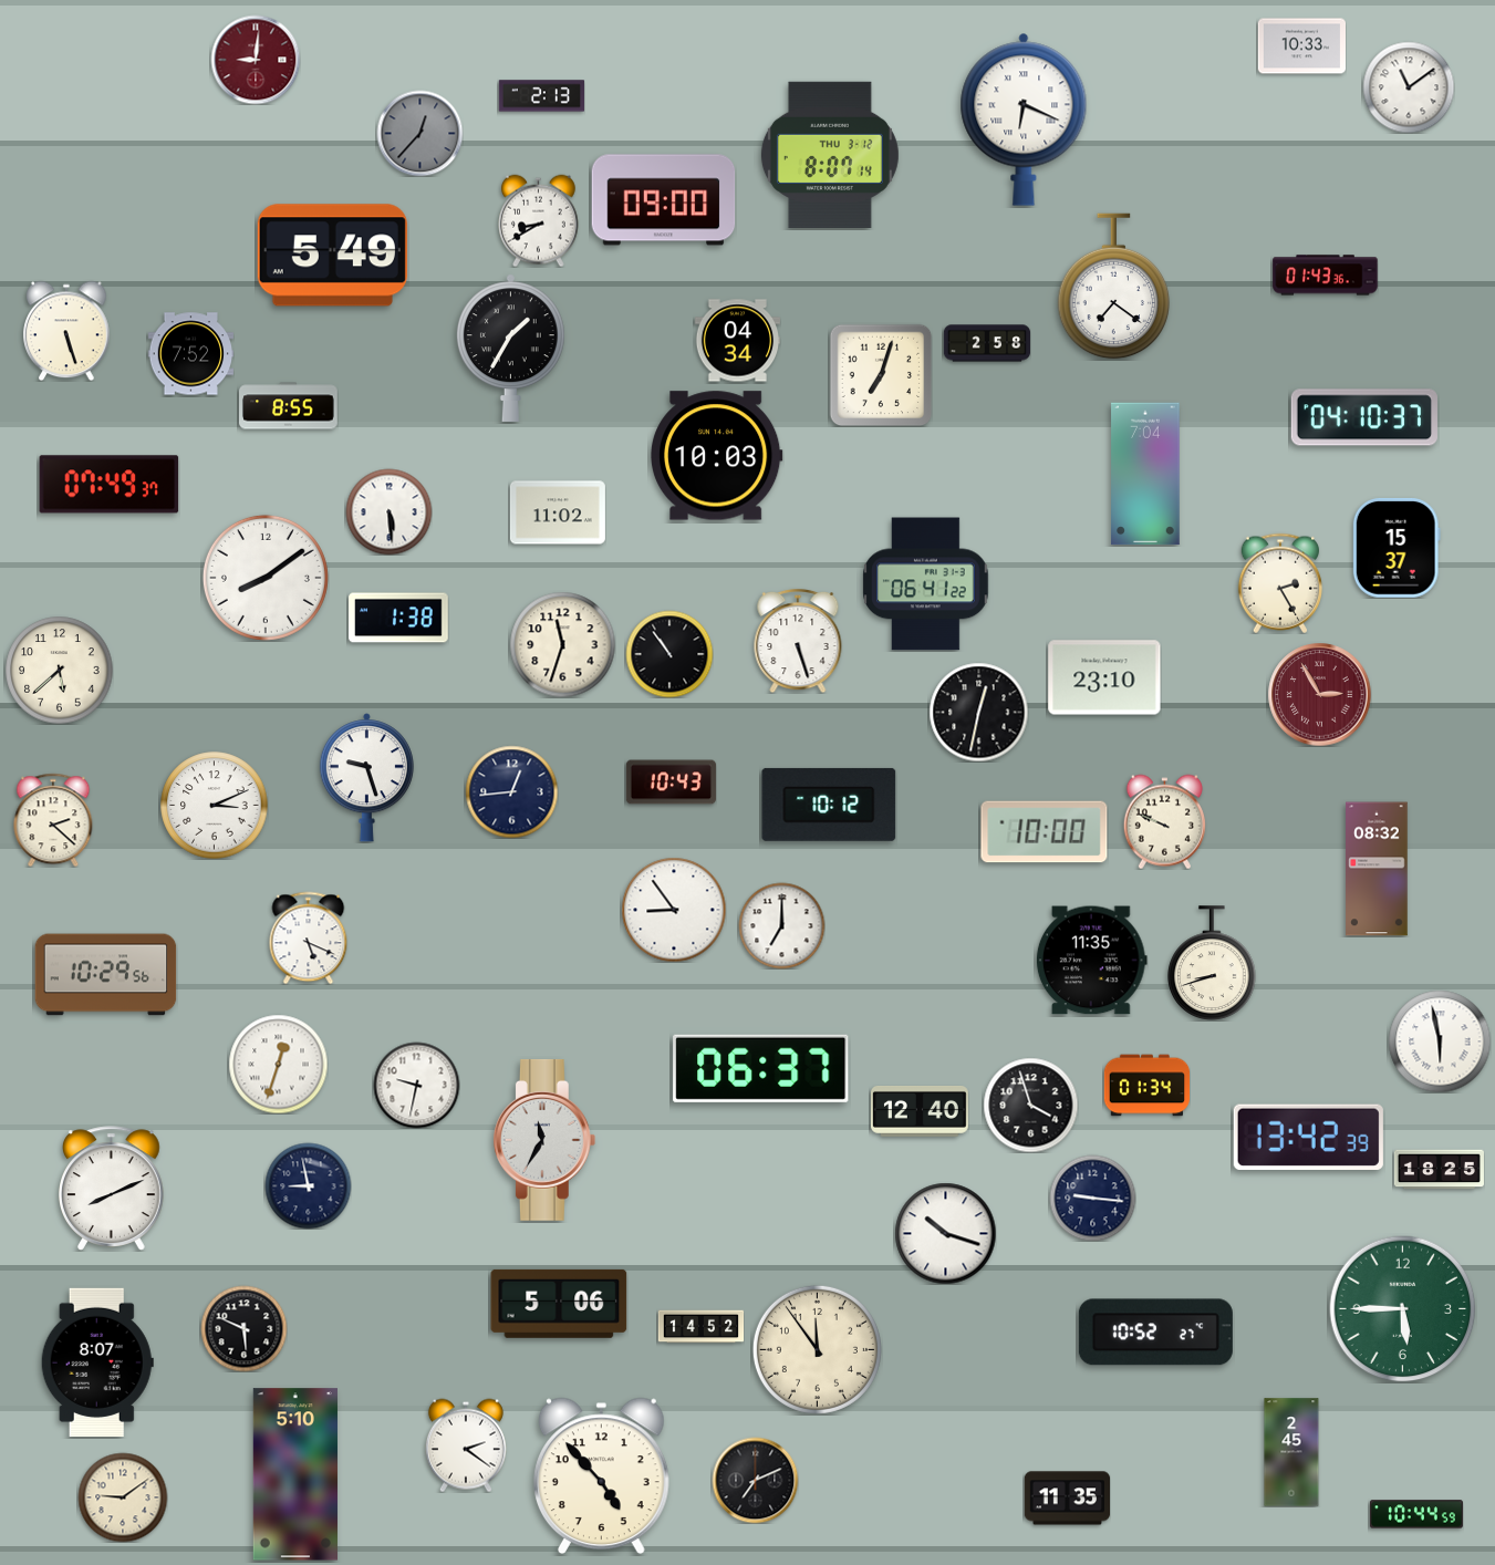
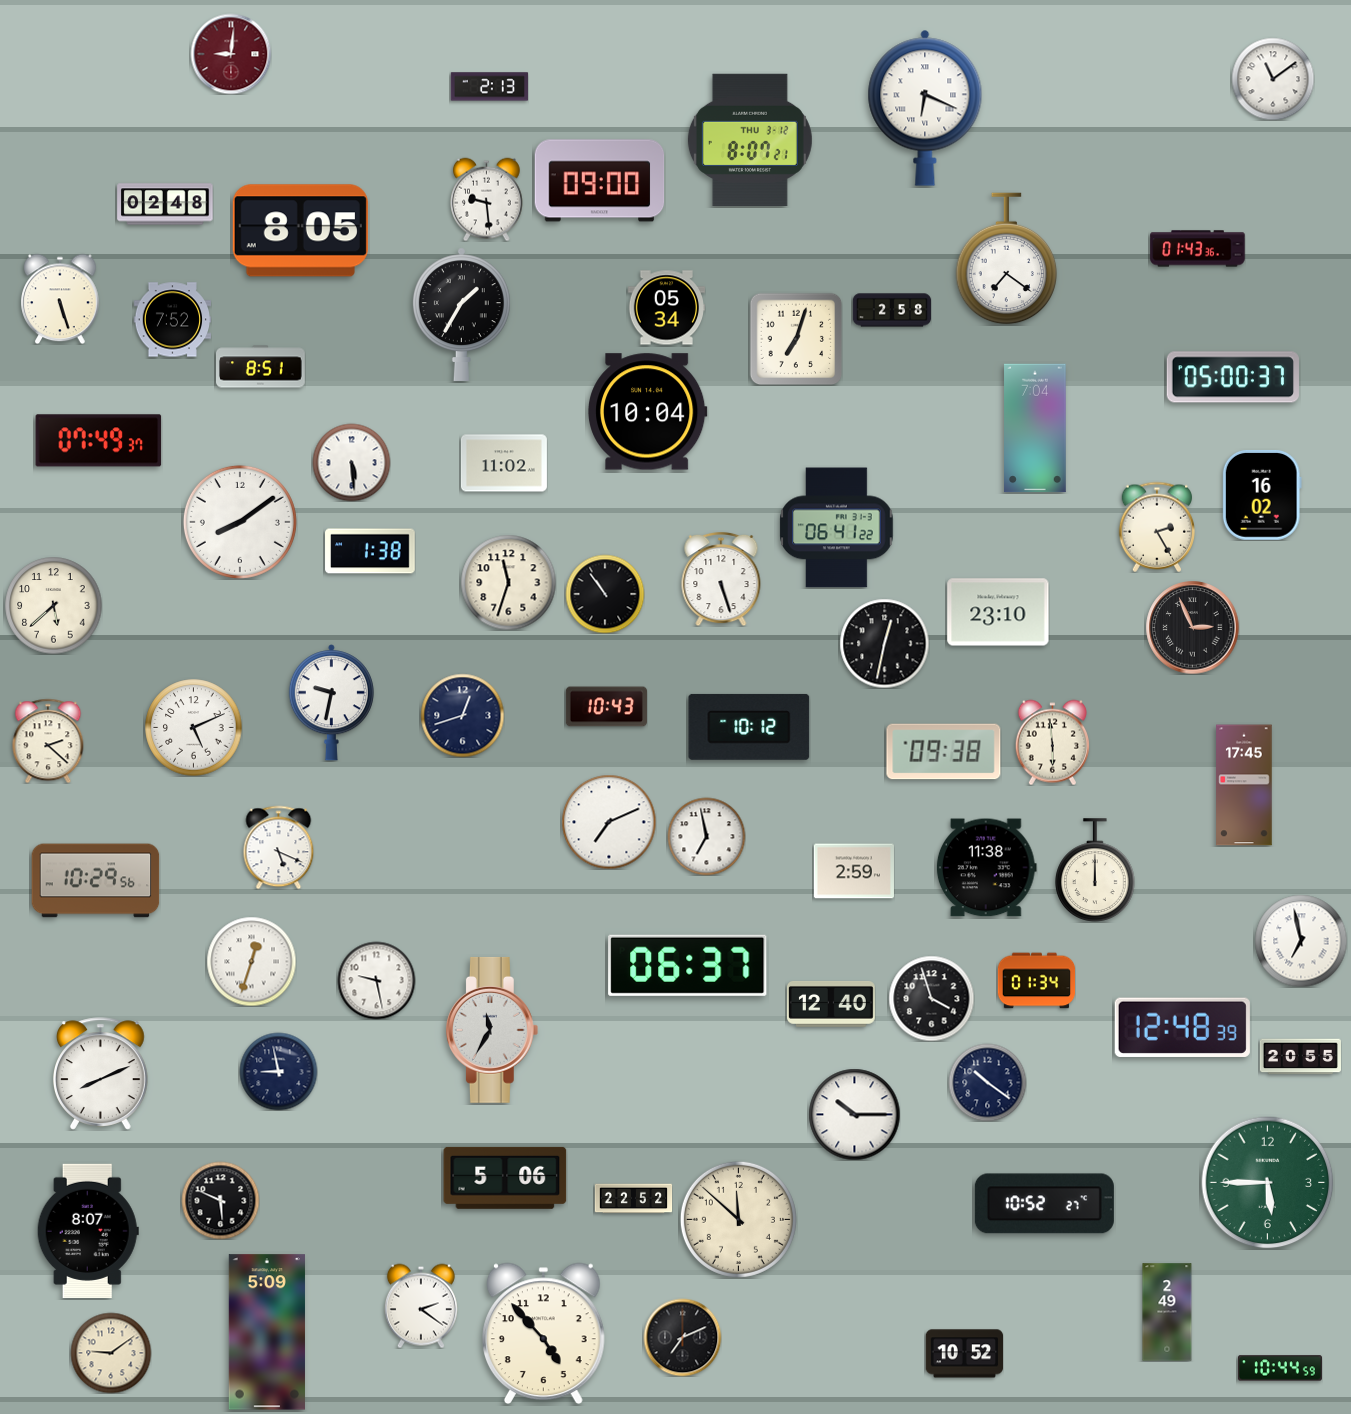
clock at (1301, 46): 10:33 -> none
clock at (419, 133): 12:37 -> none
clock at (830, 154): 8:07:14 -> 8:07:21
clock at (539, 220): 8:40 -> 9:29
clock at (165, 204): none -> 02:48
clock at (332, 256): 5:49 -> 8:05
clock at (737, 341): 04:34 -> 05:34
clock at (289, 406): 8:55 -> 8:51
clock at (1364, 417): 04:10 -> 05:00
clock at (716, 456): 10:03 -> 10:04
clock at (110, 485) position: (110, 485) -> (99, 441)
clock at (1397, 548): 15:37 -> 16:02
clock at (398, 618) position: (398, 618) -> (370, 551)
clock at (669, 654) position: (669, 654) -> (605, 594)
clock at (1319, 694): 2:55 -> 2:56
clock at (1319, 694) dial: burgundy -> black
clock at (366, 778): 9:27 -> 9:32
clock at (511, 791): 12:44 -> 12:42
clock at (215, 806): 3:11 -> 5:11
clock at (1164, 821): 9:49 -> 5:59
clock at (1045, 832): 10:00 -> 09:38
clock at (1377, 869): 08:32 -> 17:45
clock at (674, 910): 8:54 -> 7:11
clock at (781, 925): 7:00 -> 6:58
clock at (1091, 961): 11:35 -> 11:38
clock at (1213, 963): 8:42 -> 12:00
clock at (854, 871): none -> 2:59
clock at (1440, 1041): 5:58 -> 6:58
clock at (416, 1085): 9:32 -> 9:28
clock at (1308, 1137): 13:42 -> 12:48
clock at (1439, 1170): 18:25 -> 20:55
clock at (1092, 1198): 9:16 -> 10:21
clock at (945, 1233): 10:18 -> 10:15
clock at (700, 1327): 14:52 -> 22:52
clock at (817, 1349): 11:54 -> 11:52
clock at (1291, 1452): 2:45 -> 2:49
clock at (295, 1474): 5:10 -> 5:09
clock at (1067, 1499): 11:35 -> 10:52
